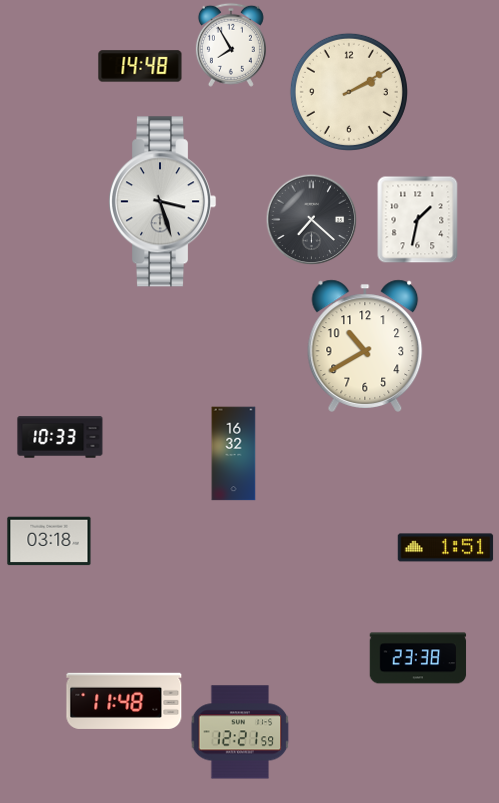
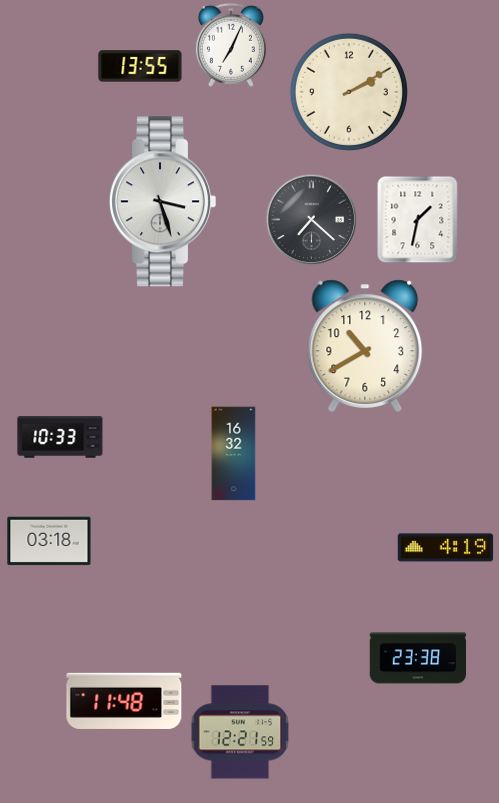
clock at (231, 45): 7:55 -> 7:04
clock at (140, 66): 14:48 -> 13:55
clock at (446, 548): 1:51 -> 4:19
